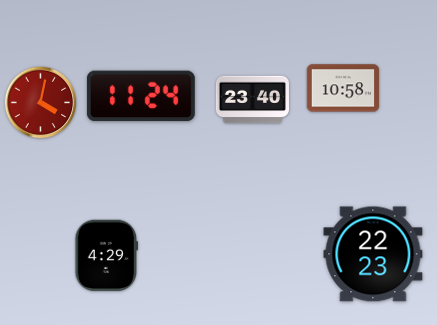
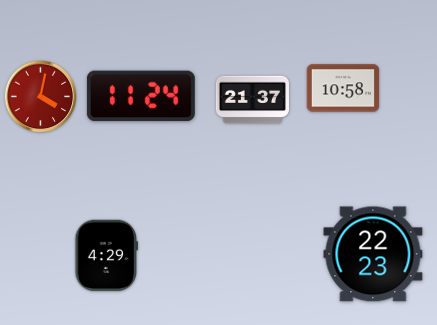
clock at (252, 100): 23:40 -> 21:37
clock at (41, 103) position: (41, 103) -> (41, 97)
